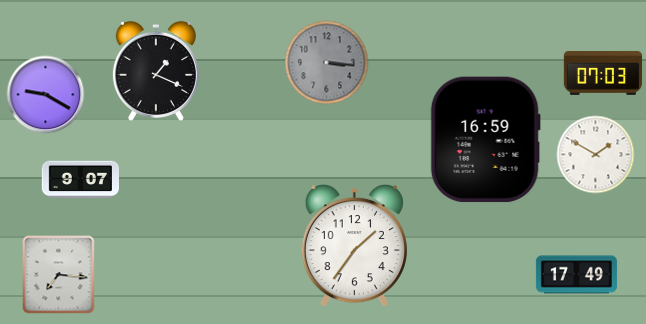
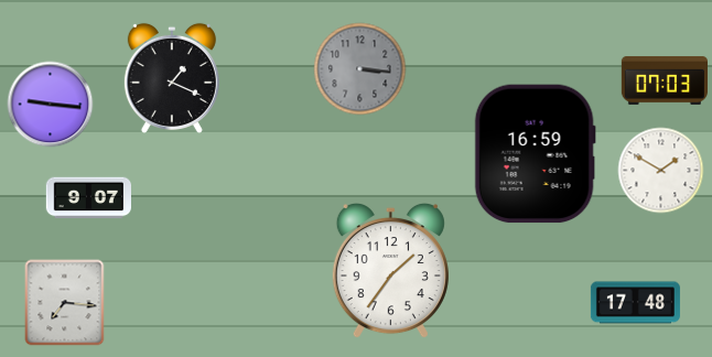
clock at (45, 94): 9:20 -> 9:16
clock at (595, 154) position: (595, 154) -> (660, 170)
clock at (576, 275): 17:49 -> 17:48
